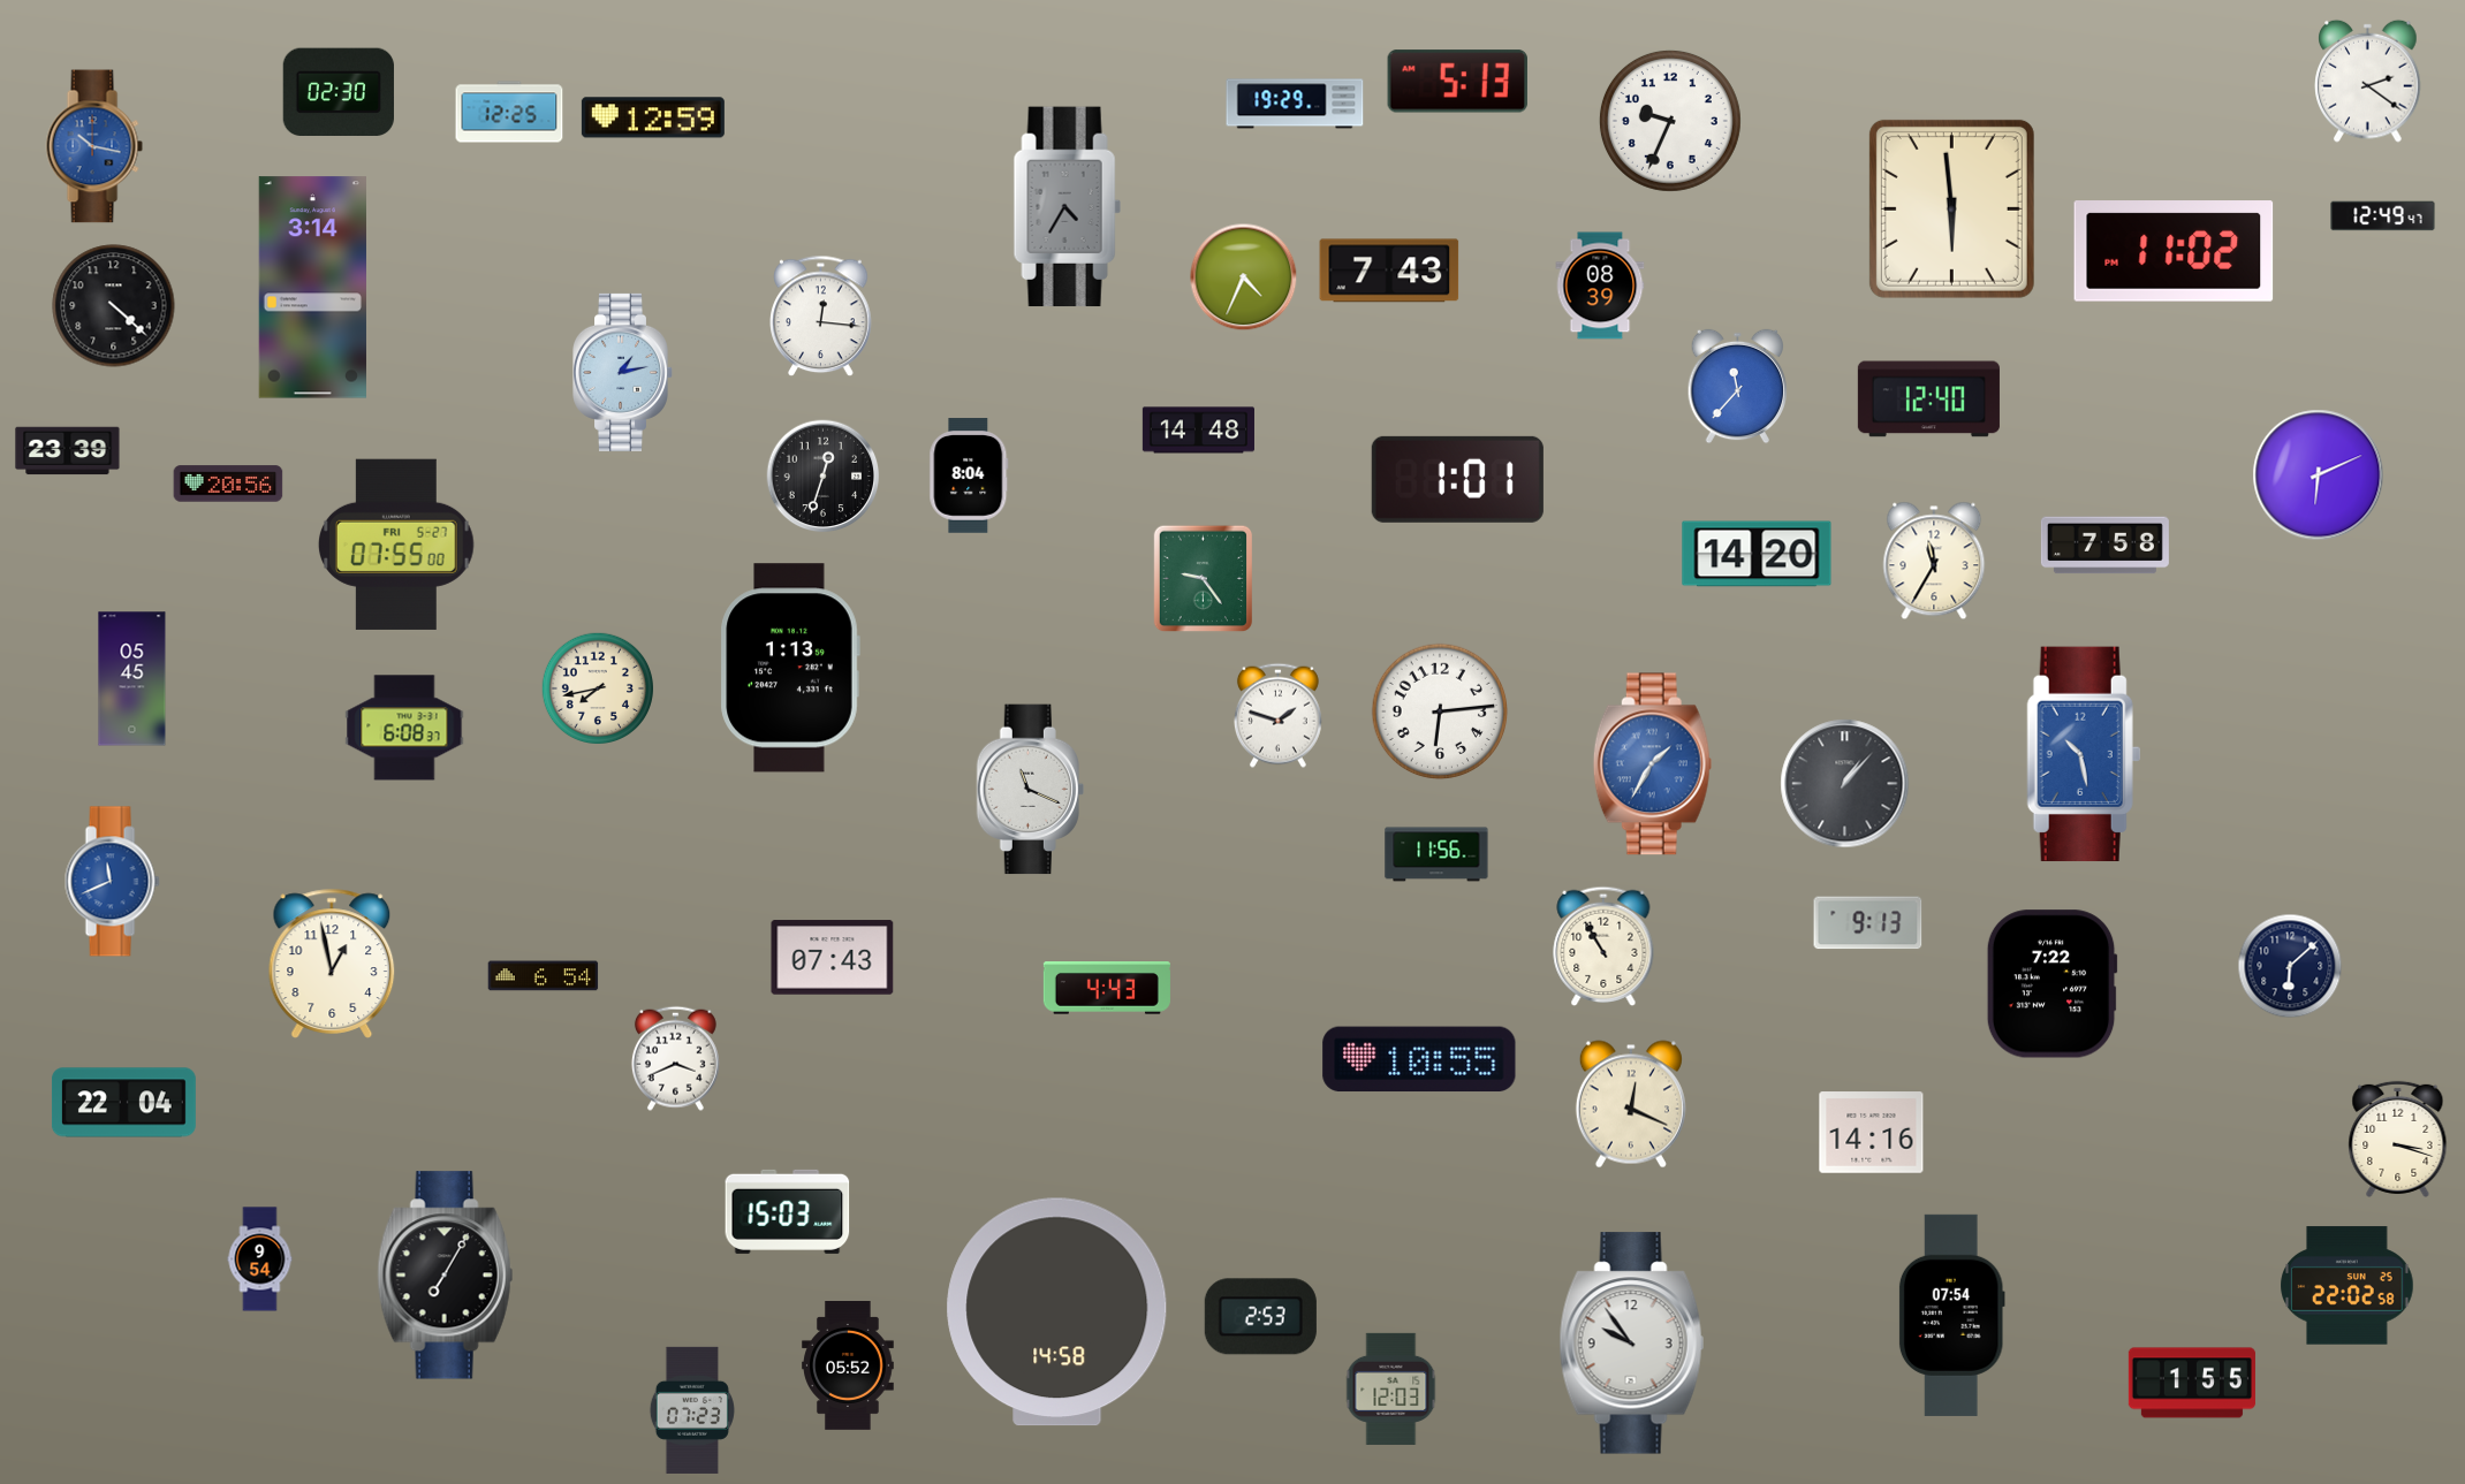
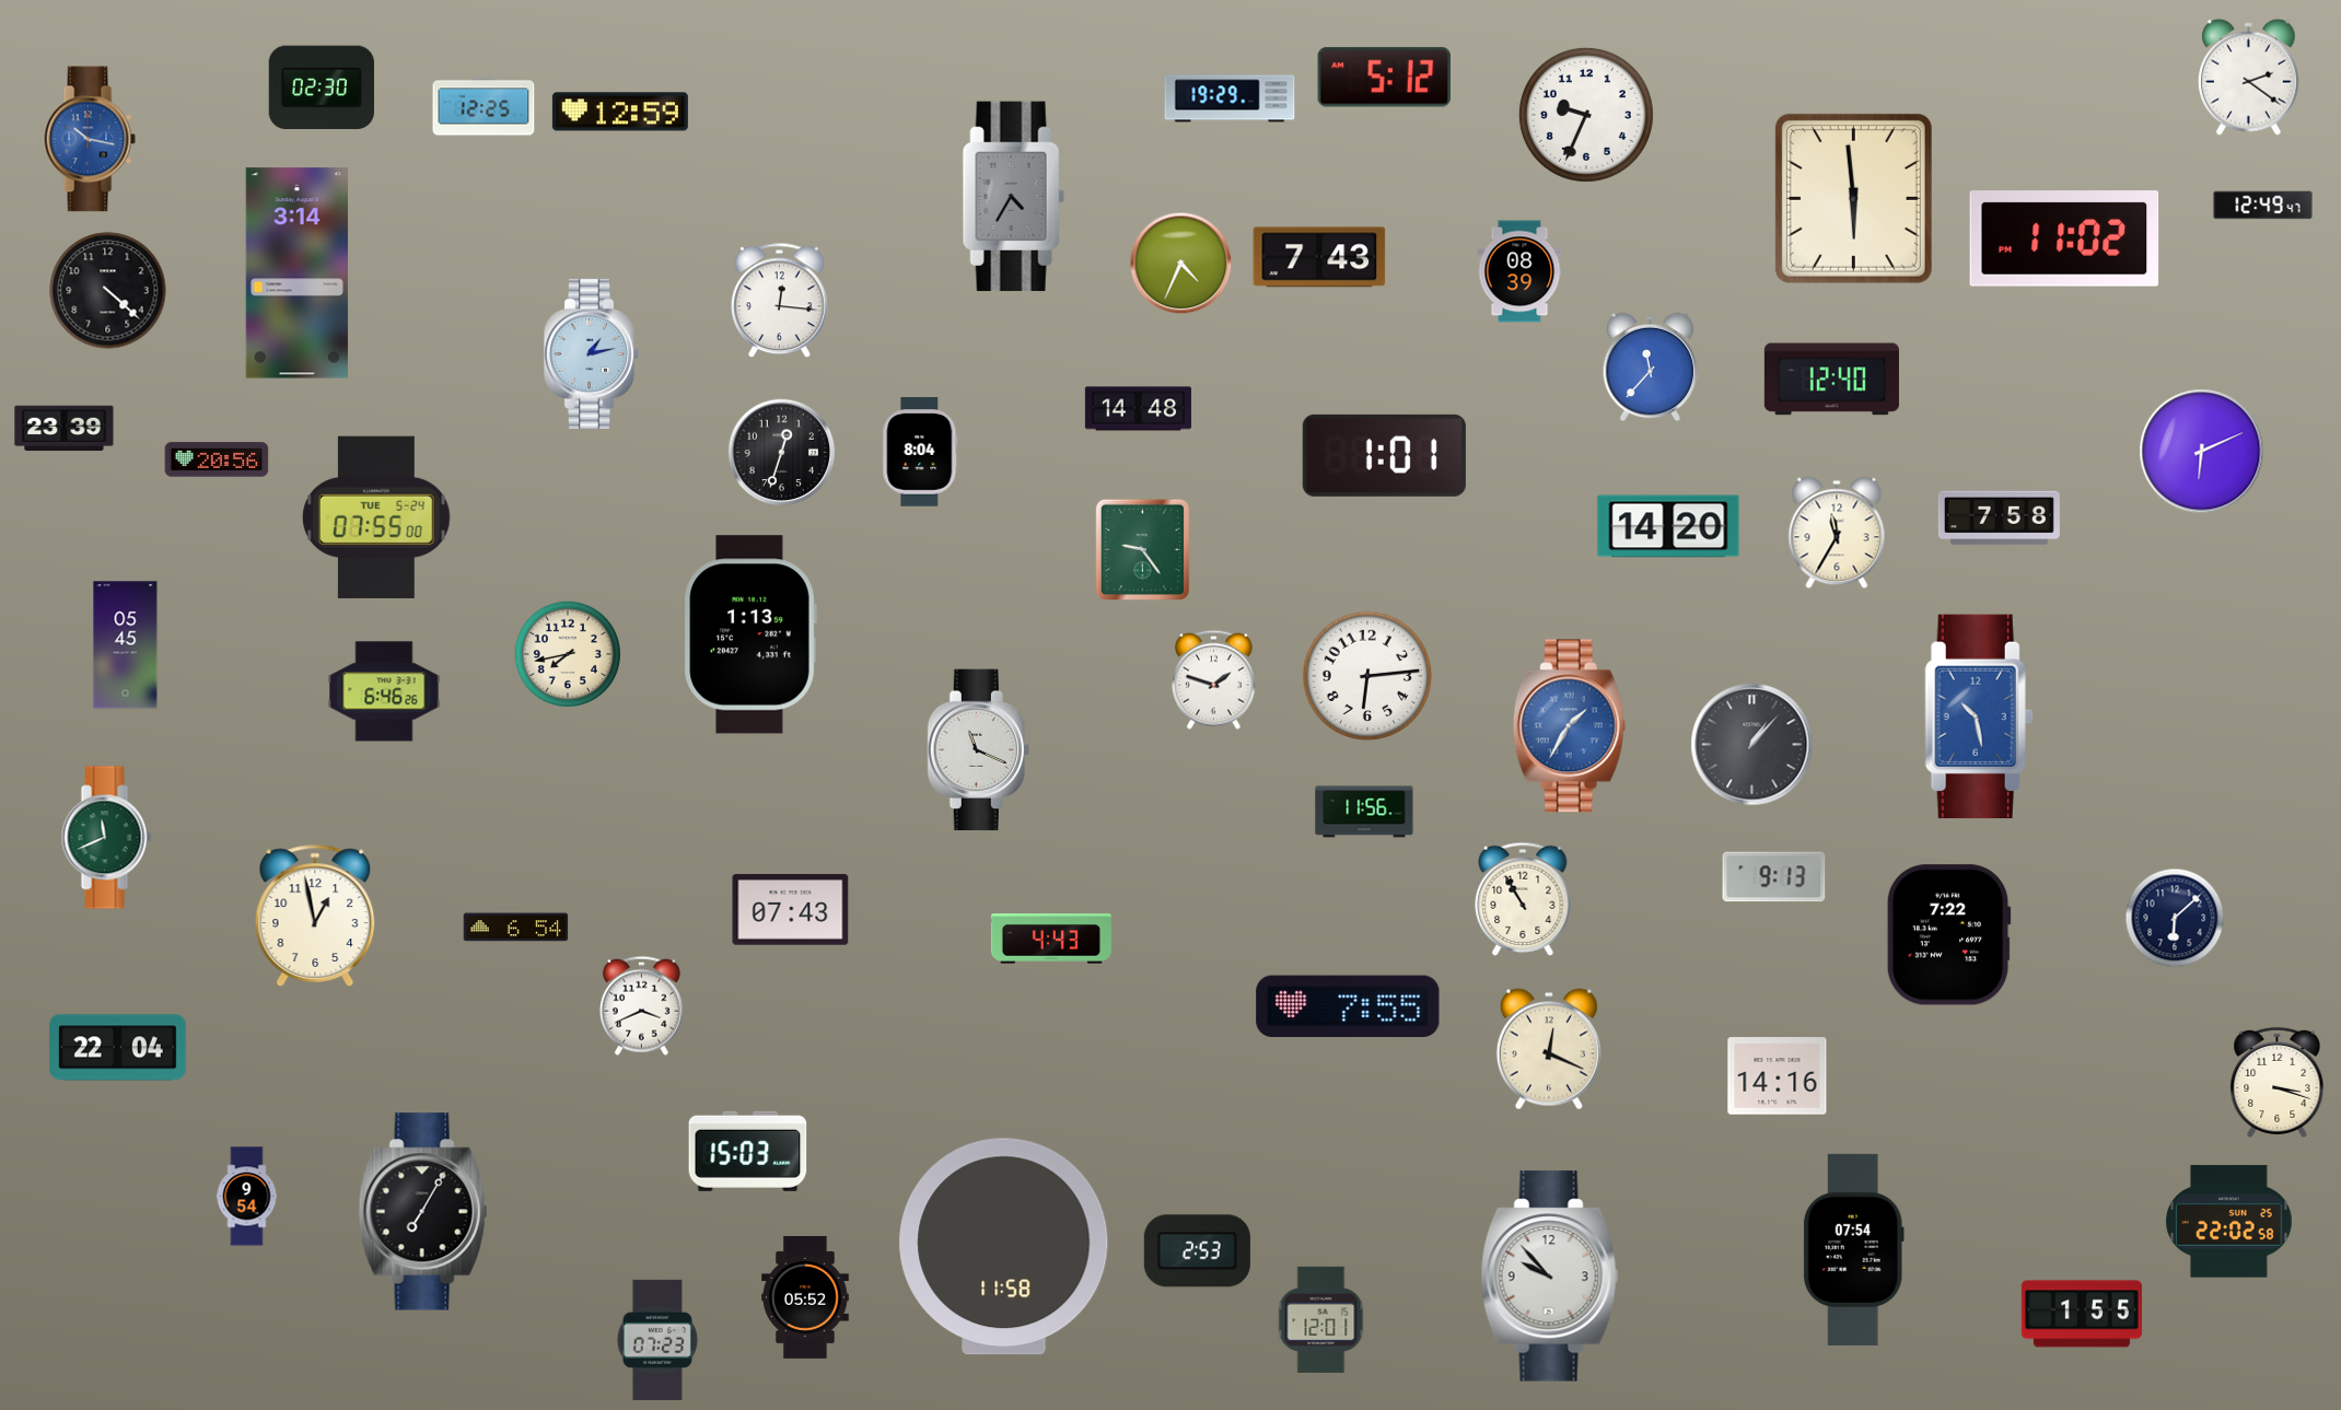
clock at (1457, 82): 5:13 -> 5:12
clock at (396, 545) date: FRI 5-27 -> TUE 5-24
clock at (404, 728): 6:08 -> 6:46
clock at (112, 882) dial: blue -> green
clock at (1419, 1059): 10:55 -> 7:55
clock at (1057, 1312): 14:58 -> 11:58
clock at (1631, 1344): 9:54 -> 9:53
clock at (1391, 1388): 12:03 -> 12:01
